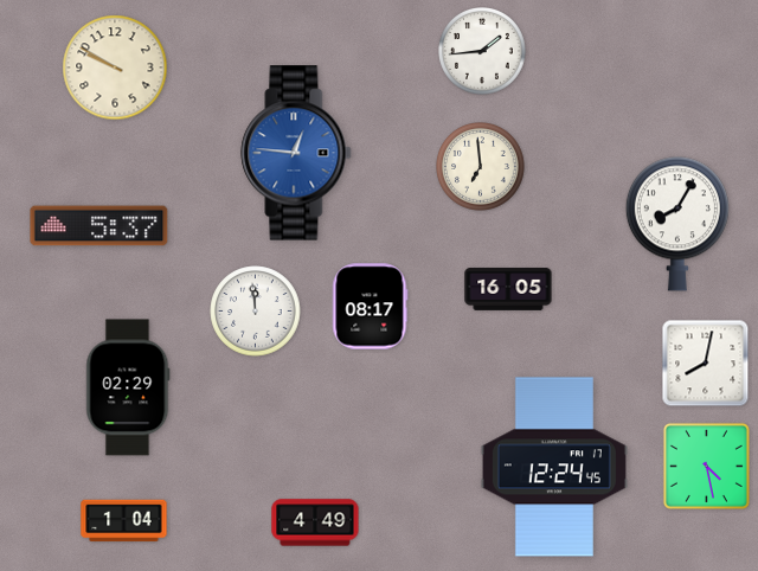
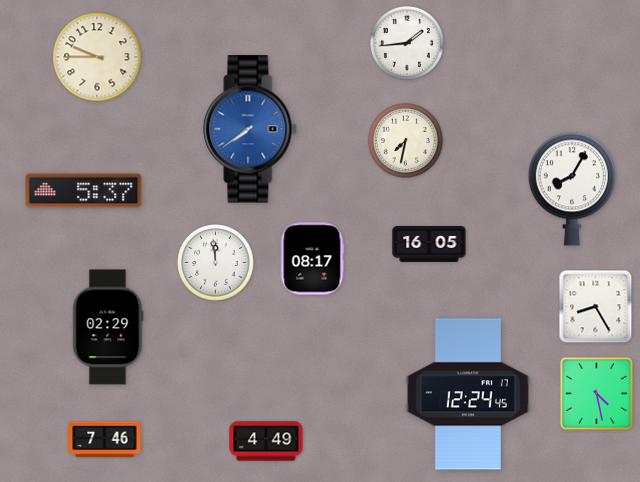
clock at (115, 68): 9:50 -> 9:45
clock at (296, 153): 12:46 -> 7:39
clock at (481, 167): 6:59 -> 7:32
clock at (706, 364): 8:02 -> 8:25
clock at (124, 521): 1:04 -> 7:46
